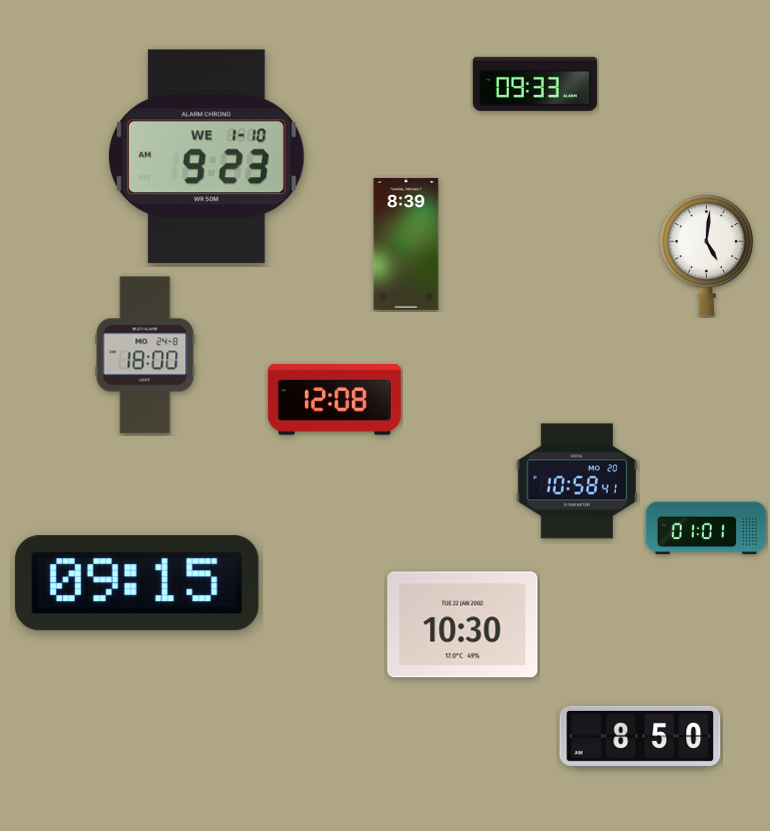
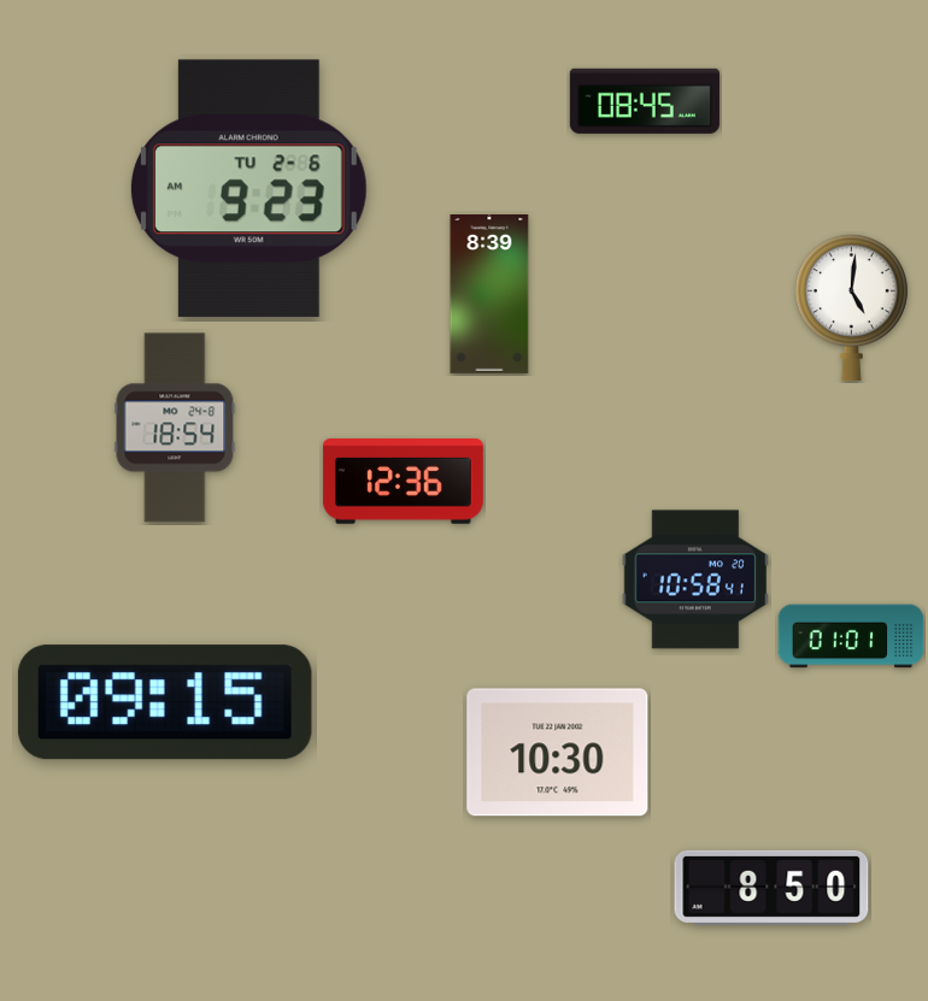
clock at (535, 84): 09:33 -> 08:45
clock at (206, 157) date: WE 1-10 -> TU 2-6
clock at (145, 355): 18:00 -> 18:54
clock at (334, 400): 12:08 -> 12:36
